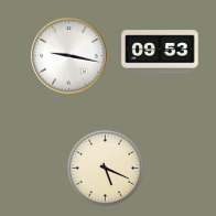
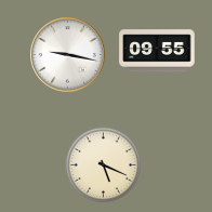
clock at (160, 52): 09:53 -> 09:55
